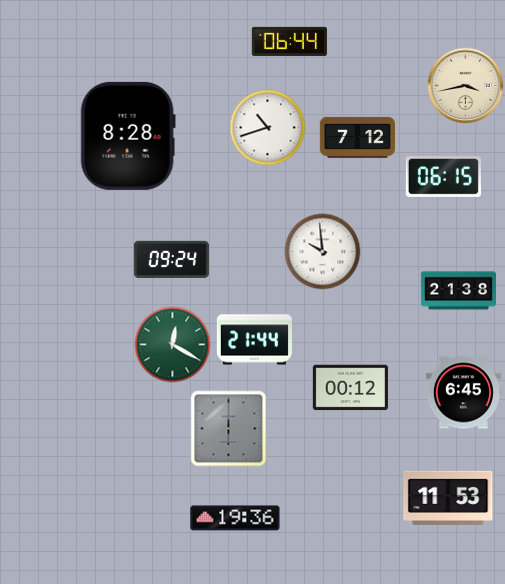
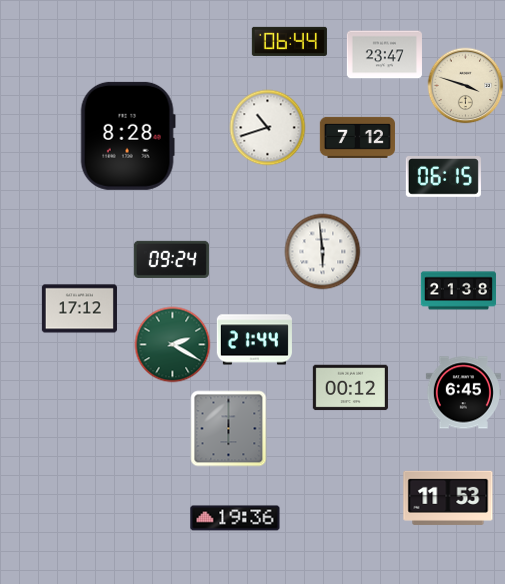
clock at (384, 55): none -> 23:47
clock at (466, 86): 3:43 -> 3:48
clock at (323, 252): 9:59 -> 5:59
clock at (79, 309): none -> 17:12
clock at (173, 345): 12:20 -> 2:20
